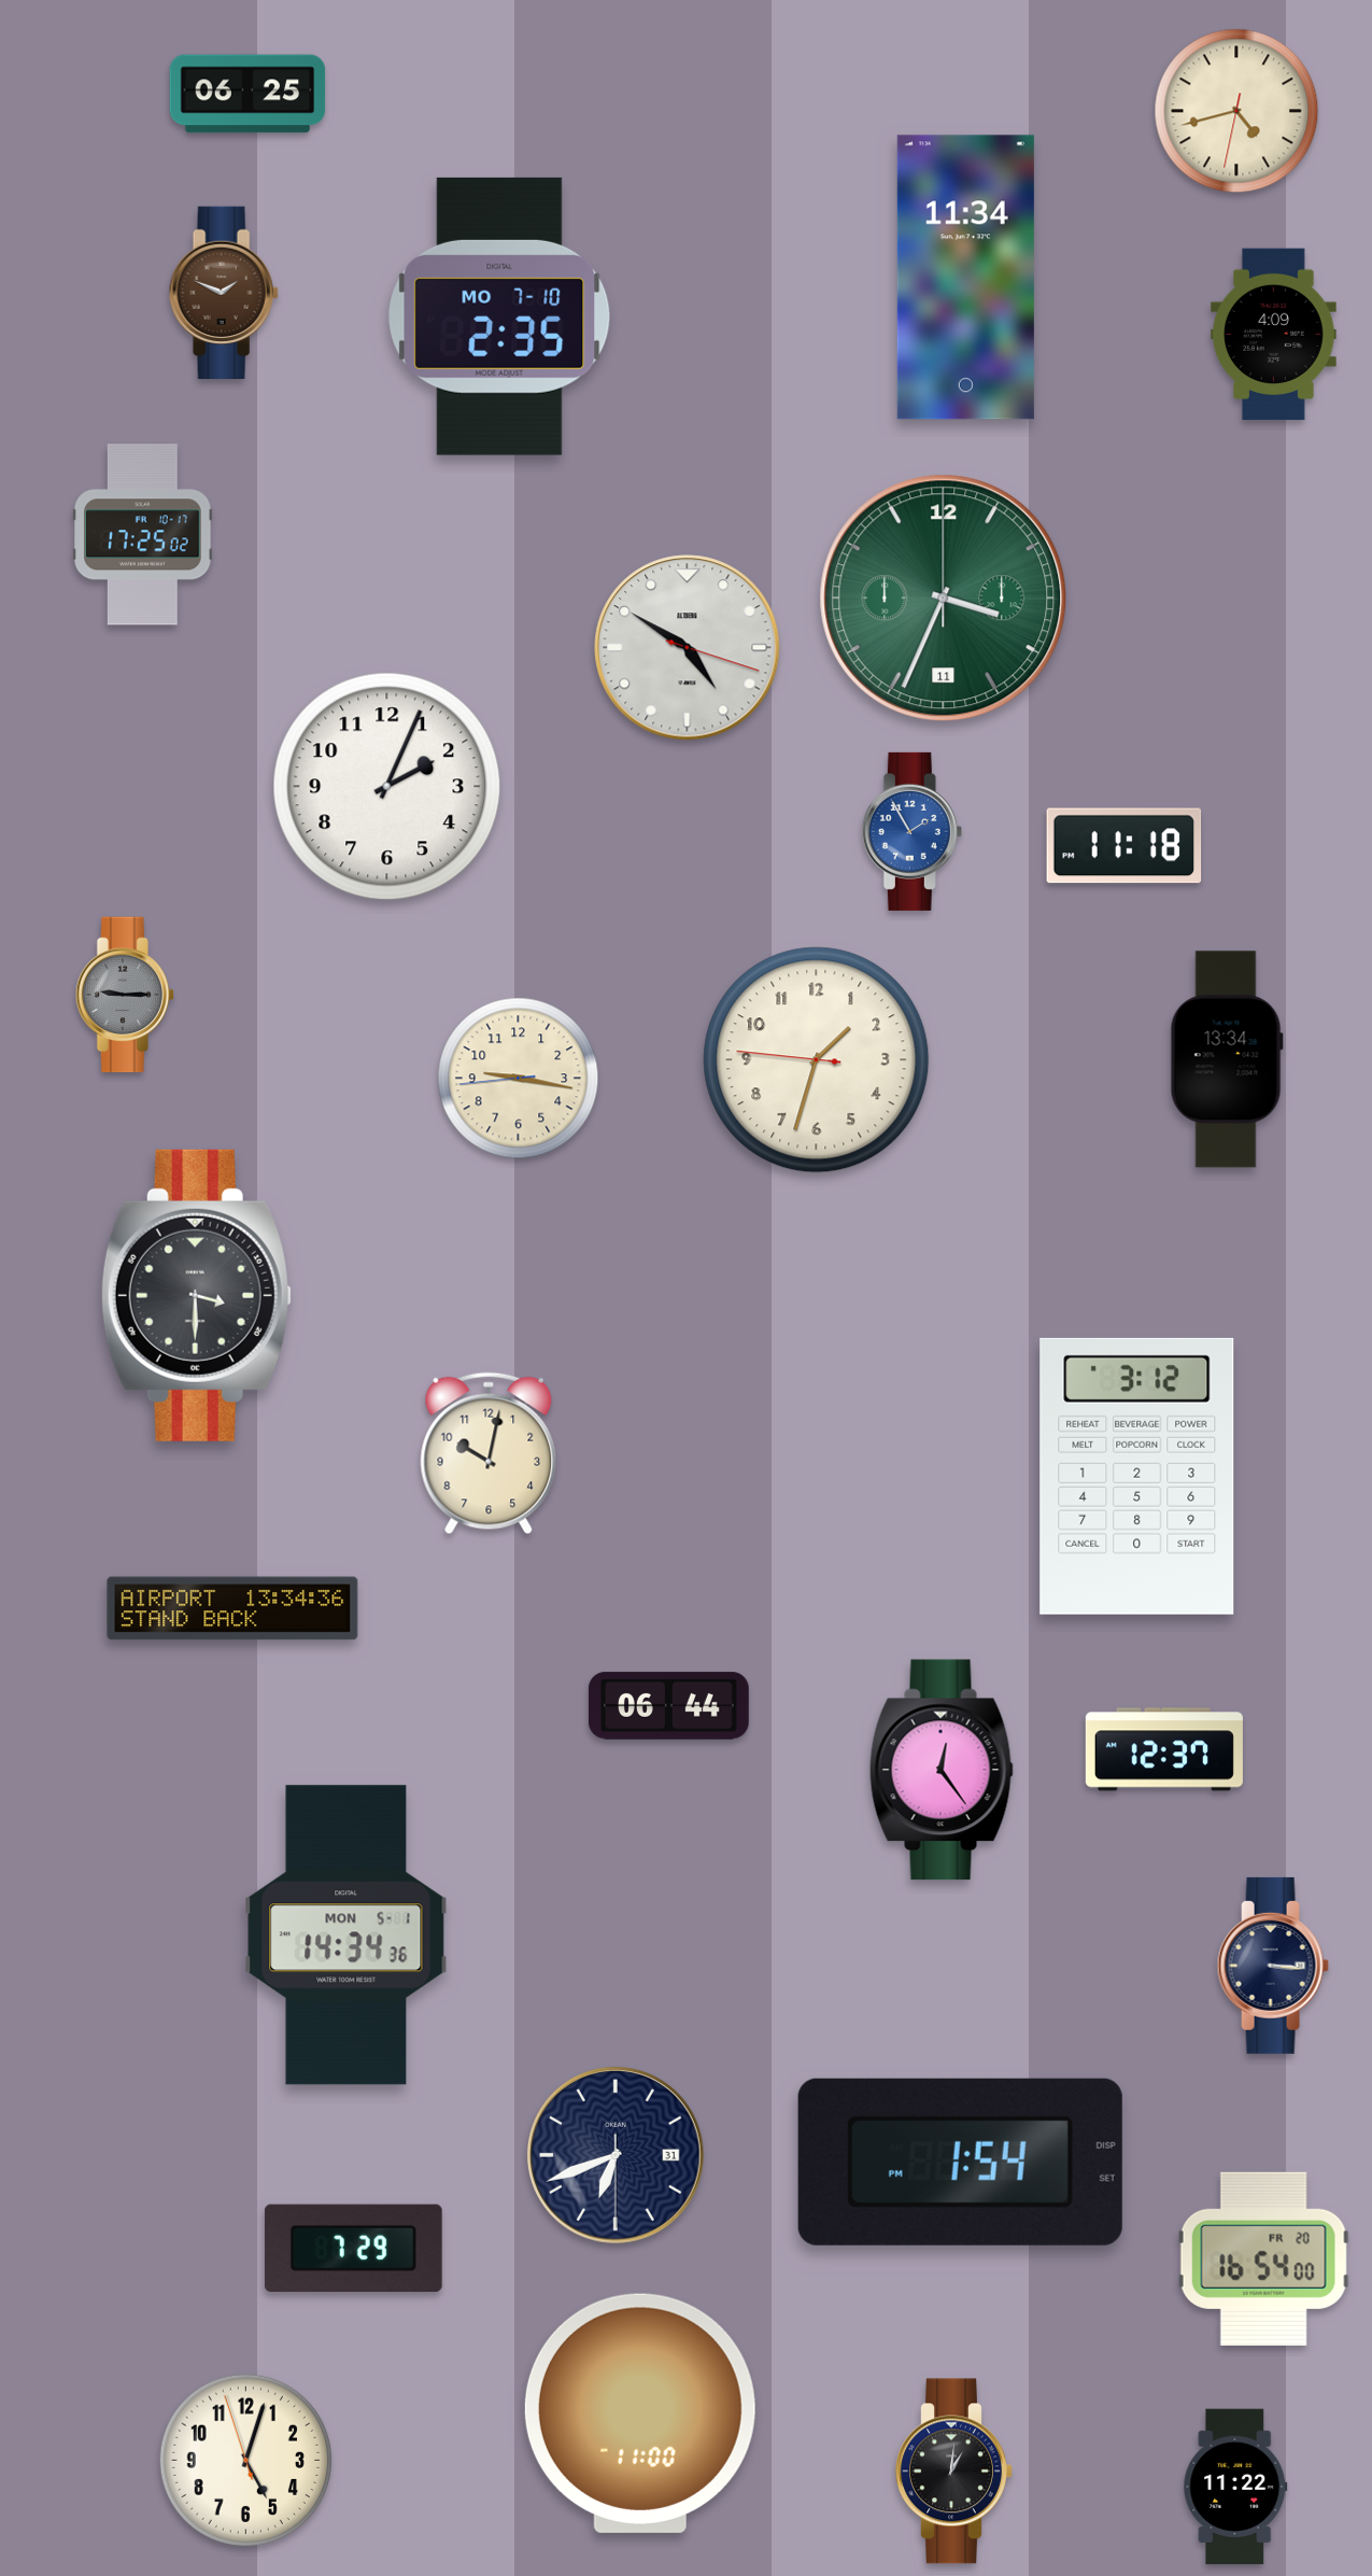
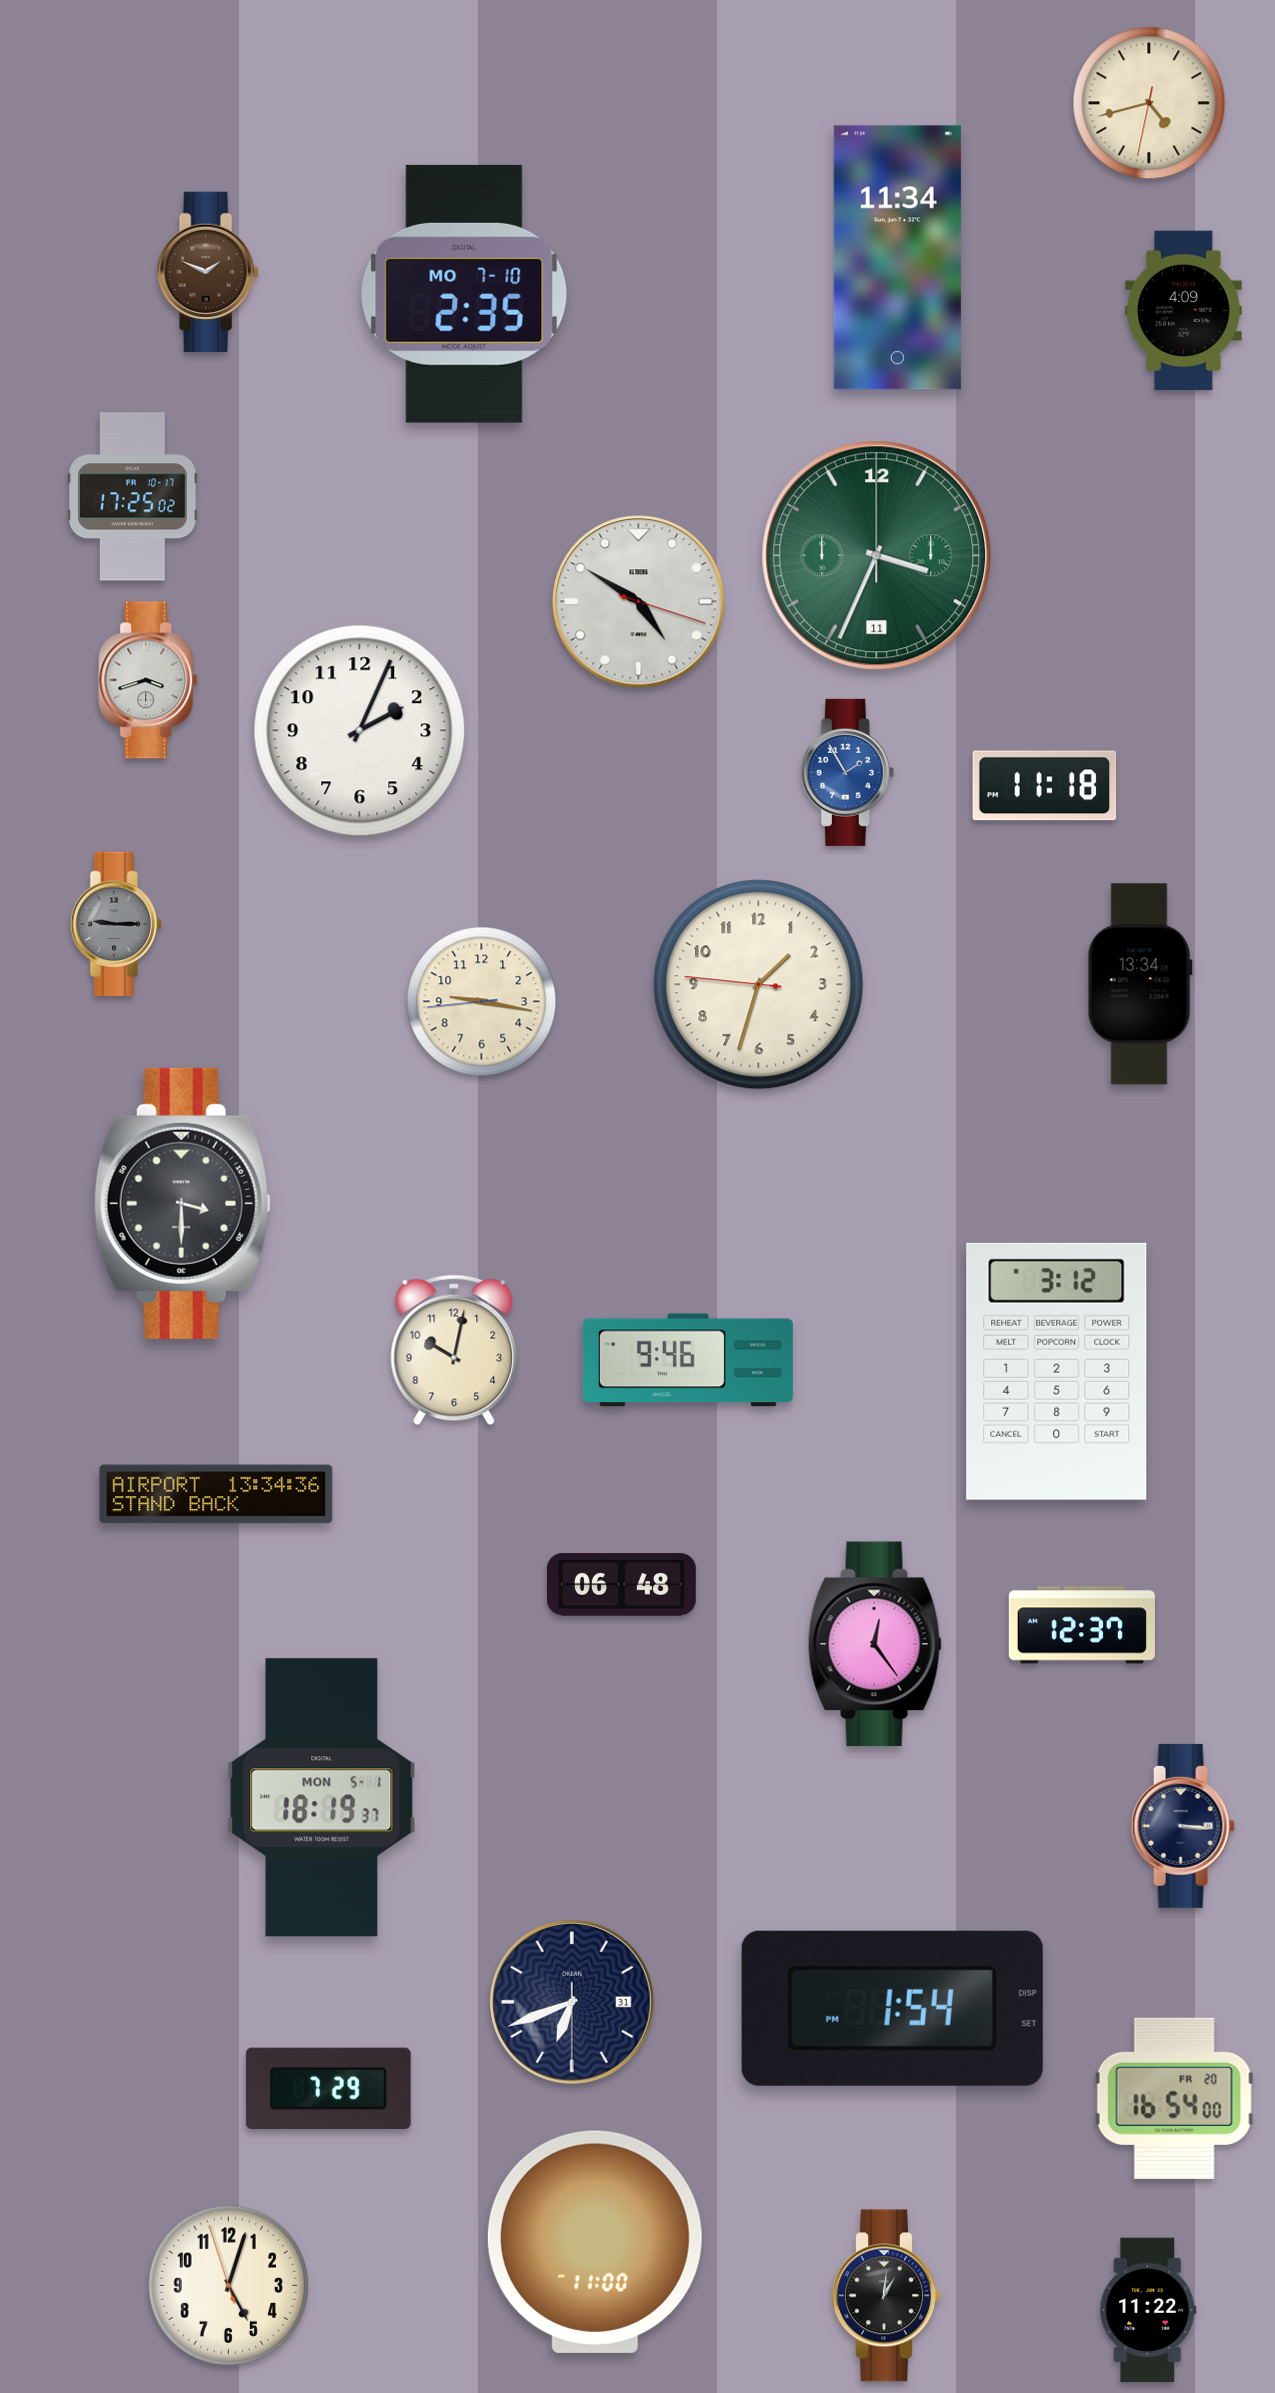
clock at (247, 94): 06:25 -> none
clock at (149, 680): none -> 3:42
clock at (688, 1360): none -> 9:46
clock at (668, 1706): 06:44 -> 06:48
clock at (346, 1935): 14:34 -> 18:19
